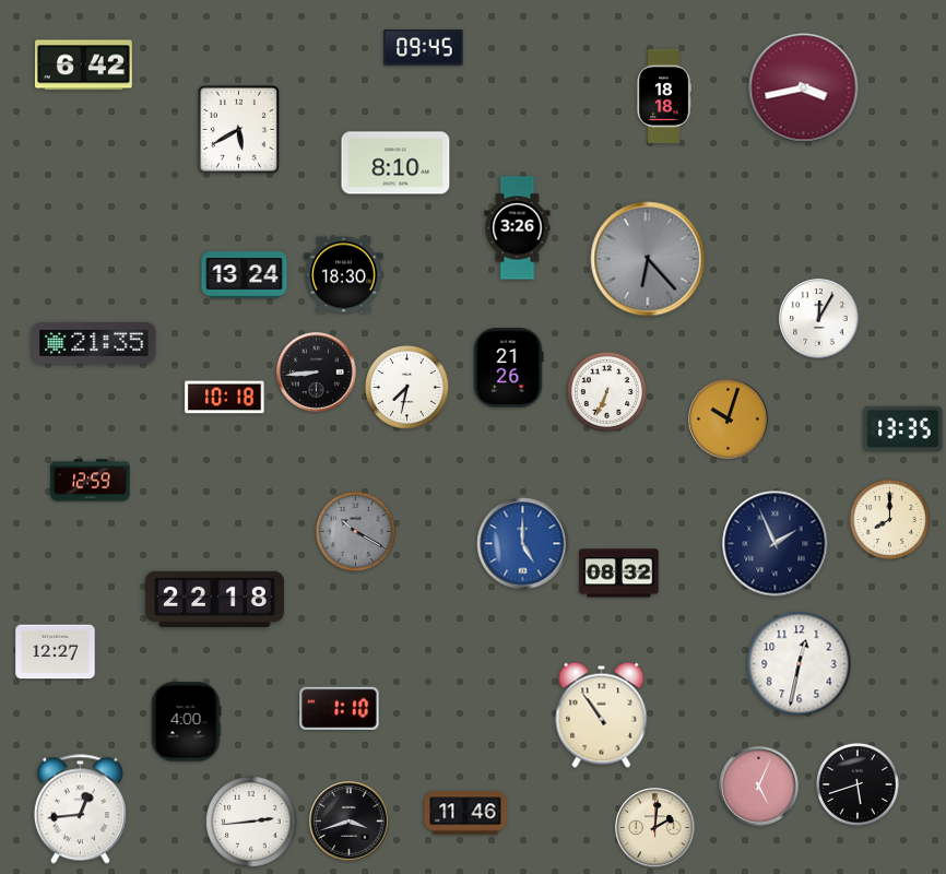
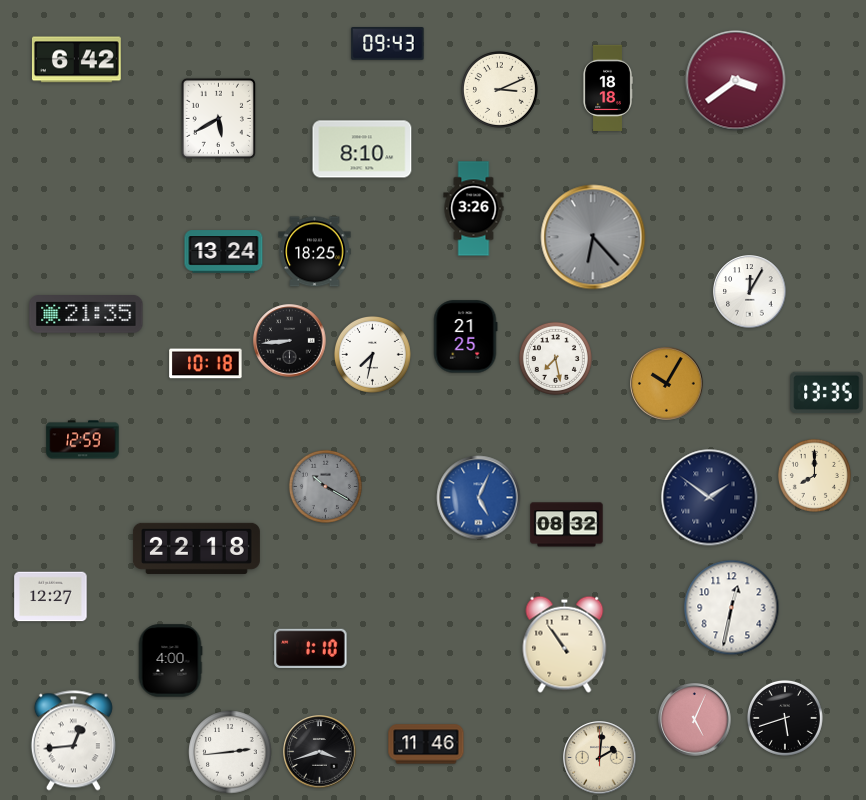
clock at (424, 48): 09:45 -> 09:43
clock at (804, 88): 3:43 -> 3:39
clock at (499, 89): none -> 3:11
clock at (344, 275): 18:30 -> 18:25
clock at (508, 368): 21:26 -> 21:25
clock at (606, 391): 6:34 -> 7:28
clock at (729, 420): 10:03 -> 10:05
clock at (523, 544): 5:00 -> 5:04
clock at (776, 544): 1:56 -> 1:51
clock at (602, 714) position: (602, 714) -> (565, 644)
